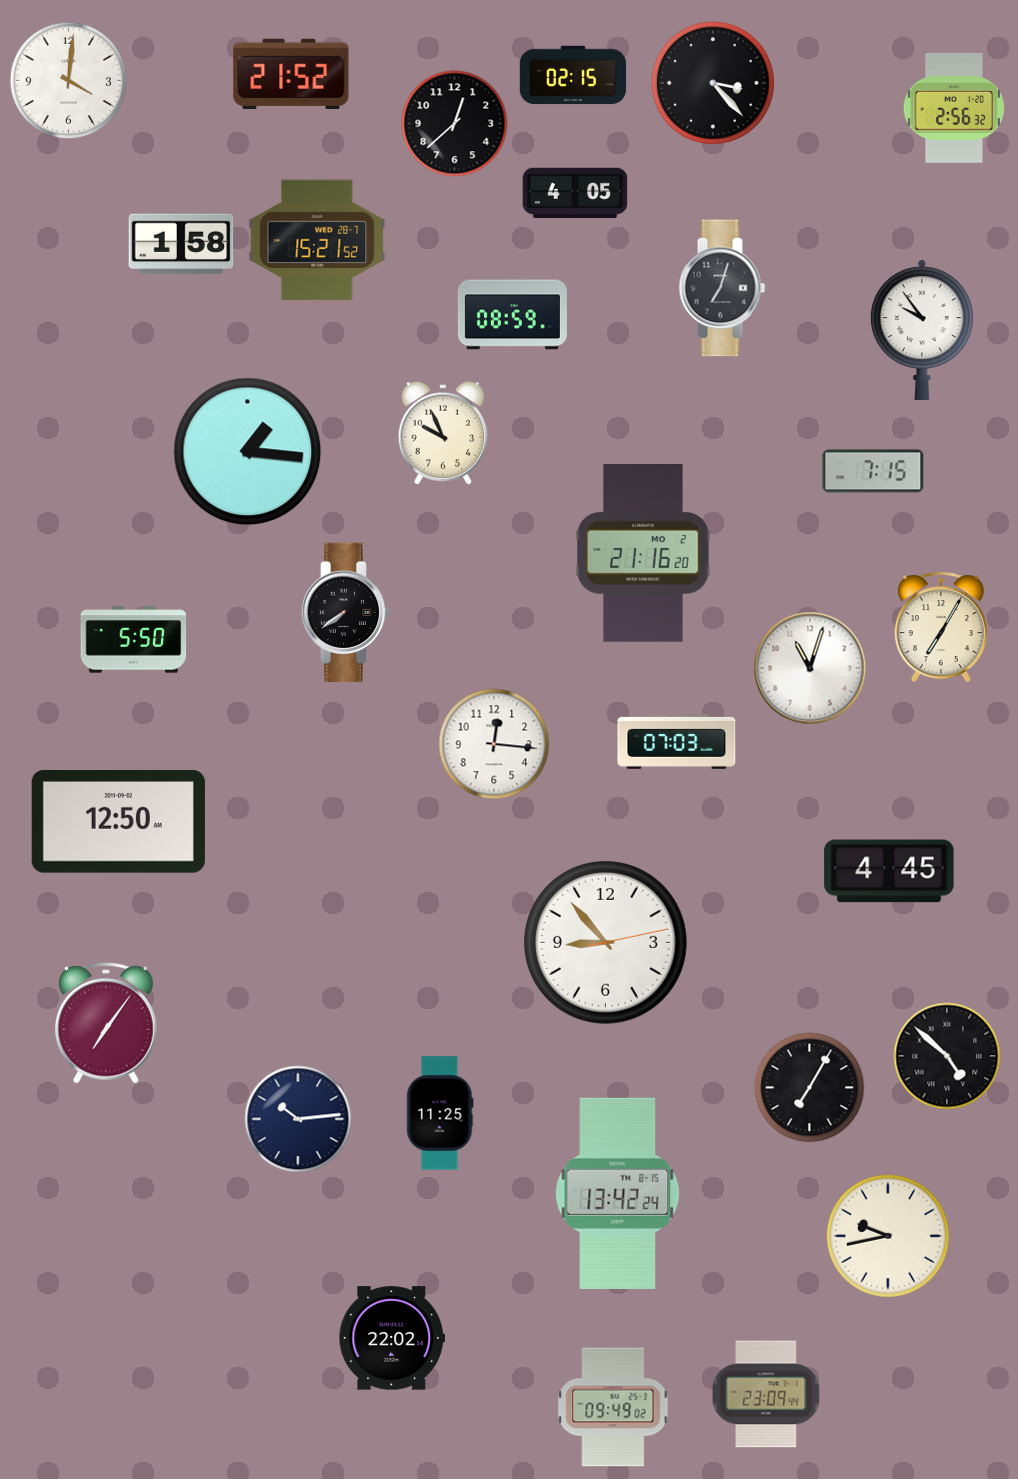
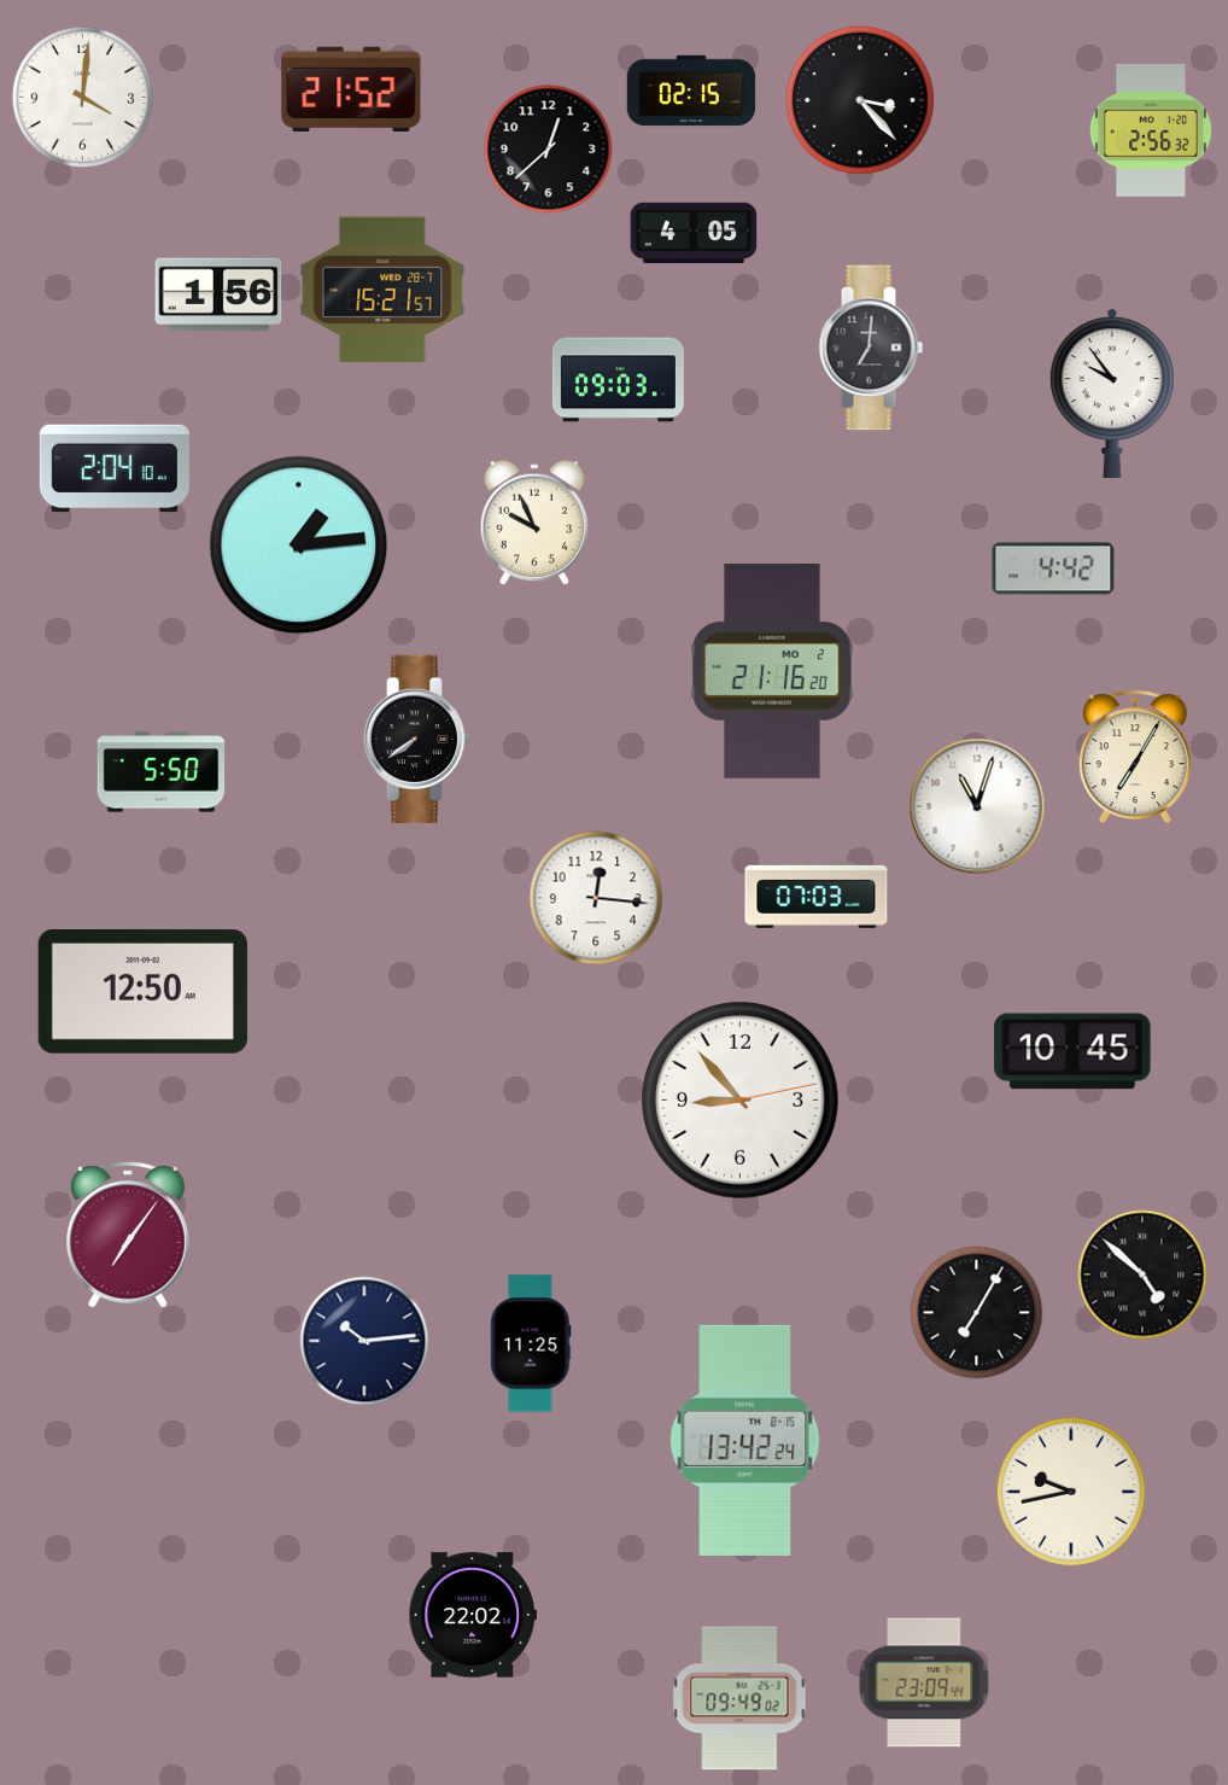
clock at (317, 240): 15:21:52 -> 15:21:57
clock at (181, 244): 1:58 -> 1:56
clock at (722, 288): 7:03 -> 7:01
clock at (512, 315): 08:59 -> 09:03
clock at (922, 330) position: (922, 330) -> (1112, 393)
clock at (115, 468): none -> 2:04
clock at (248, 452): 1:16 -> 1:14
clock at (873, 471): 7:15 -> 4:42
clock at (643, 554) position: (643, 554) -> (772, 672)
clock at (889, 871): 4:45 -> 10:45
clock at (606, 943) position: (606, 943) -> (741, 1101)
clock at (298, 1119) position: (298, 1119) -> (364, 1341)
